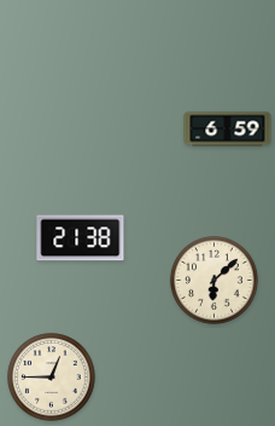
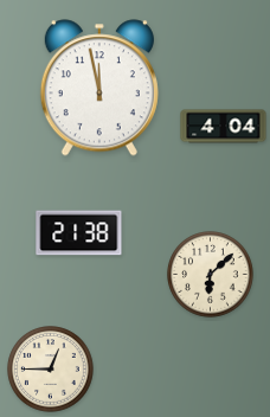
clock at (99, 88): none -> 11:58
clock at (228, 129): 6:59 -> 4:04
